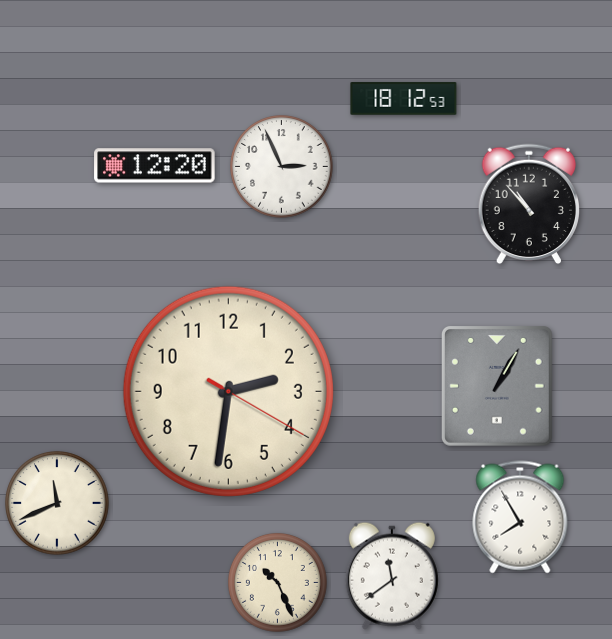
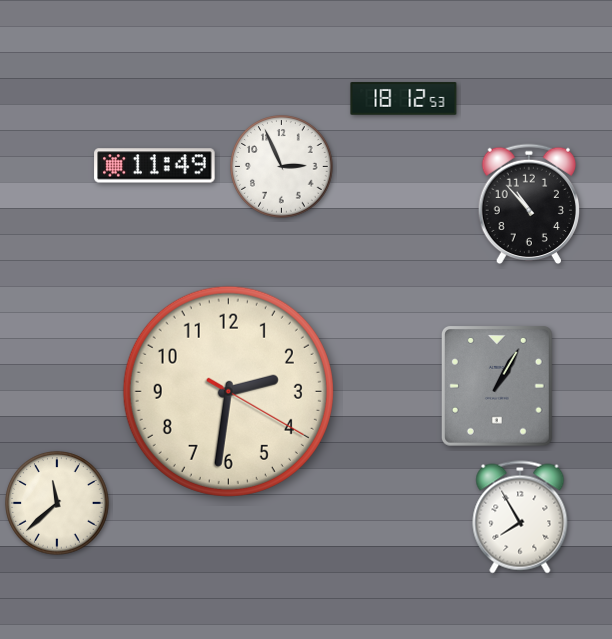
clock at (155, 166): 12:20 -> 11:49
clock at (57, 503): 11:41 -> 11:38
clock at (392, 576): 11:39 -> none
clock at (278, 583): 10:26 -> none
